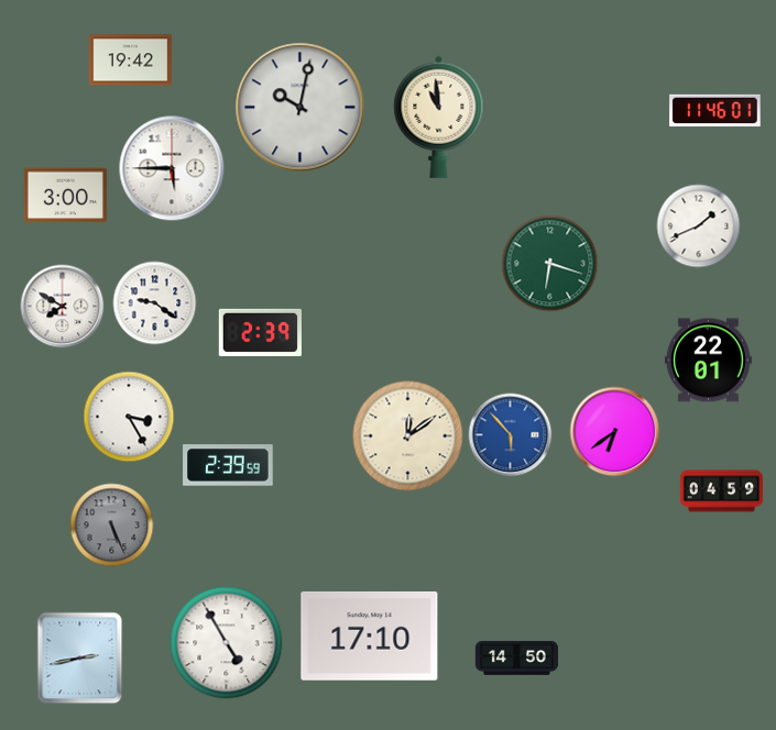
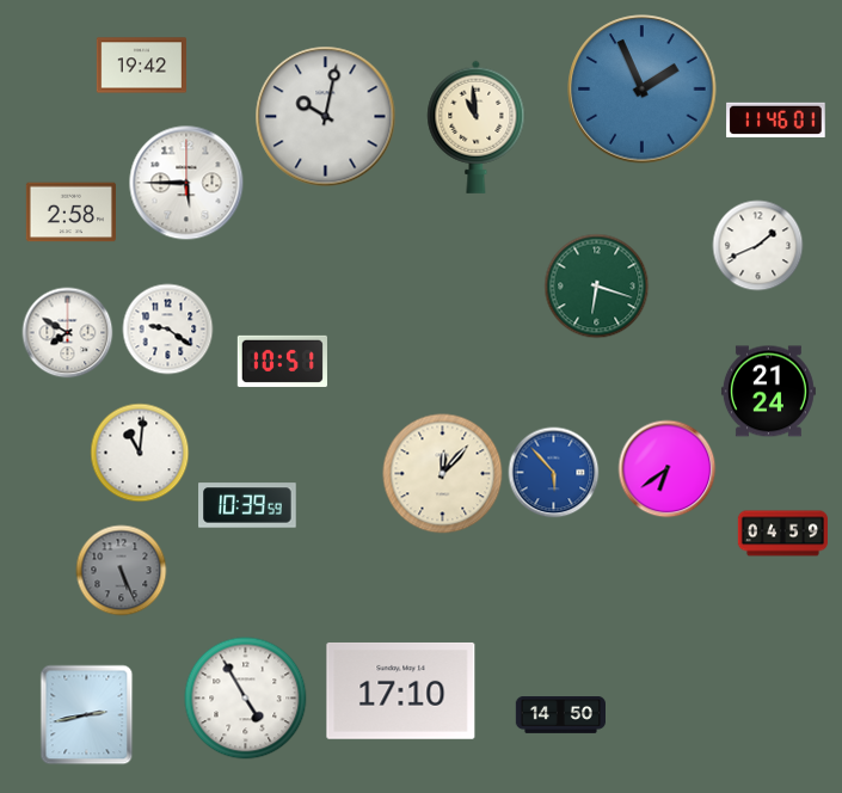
clock at (643, 90): none -> 1:56
clock at (65, 196): 3:00 -> 2:58
clock at (260, 332): 2:39 -> 10:51
clock at (708, 361): 22:01 -> 21:24
clock at (129, 417): 3:25 -> 11:01
clock at (408, 436): 12:09 -> 12:07
clock at (228, 465): 2:39 -> 10:39
